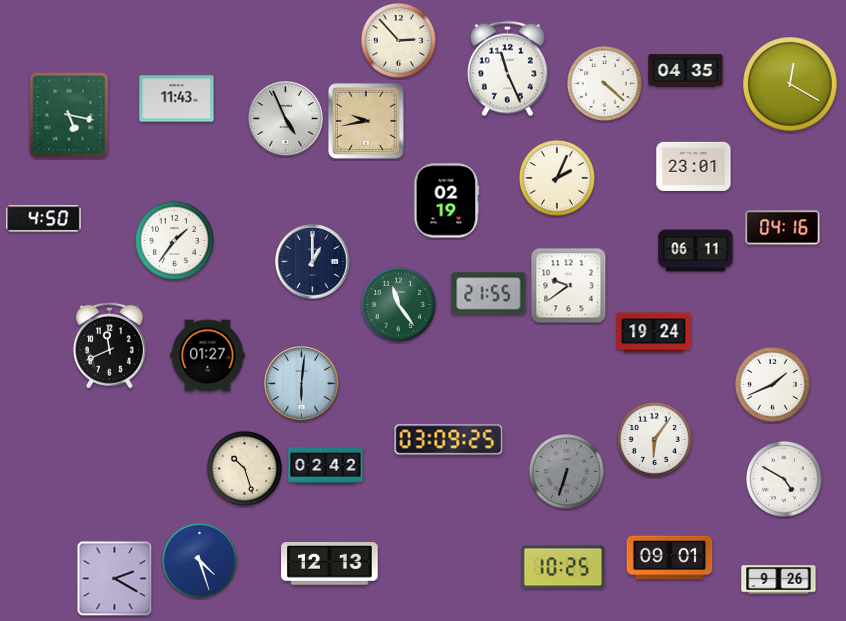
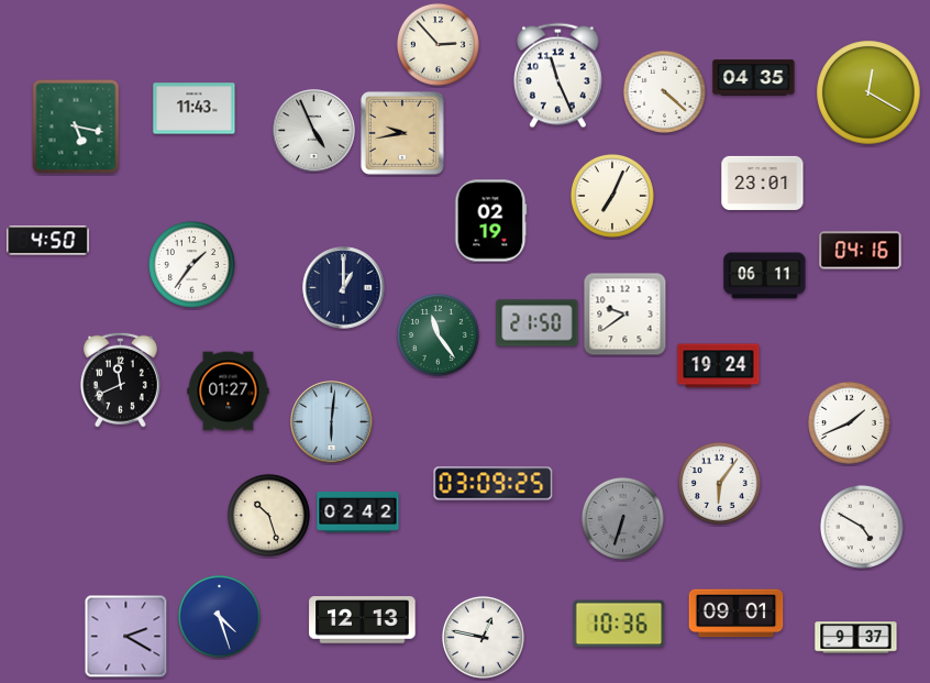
clock at (557, 178): 2:04 -> 7:04
clock at (489, 294): 21:55 -> 21:50
clock at (563, 567): 10:25 -> 10:36
clock at (483, 637): none -> 12:47
clock at (779, 580): 9:26 -> 9:37
